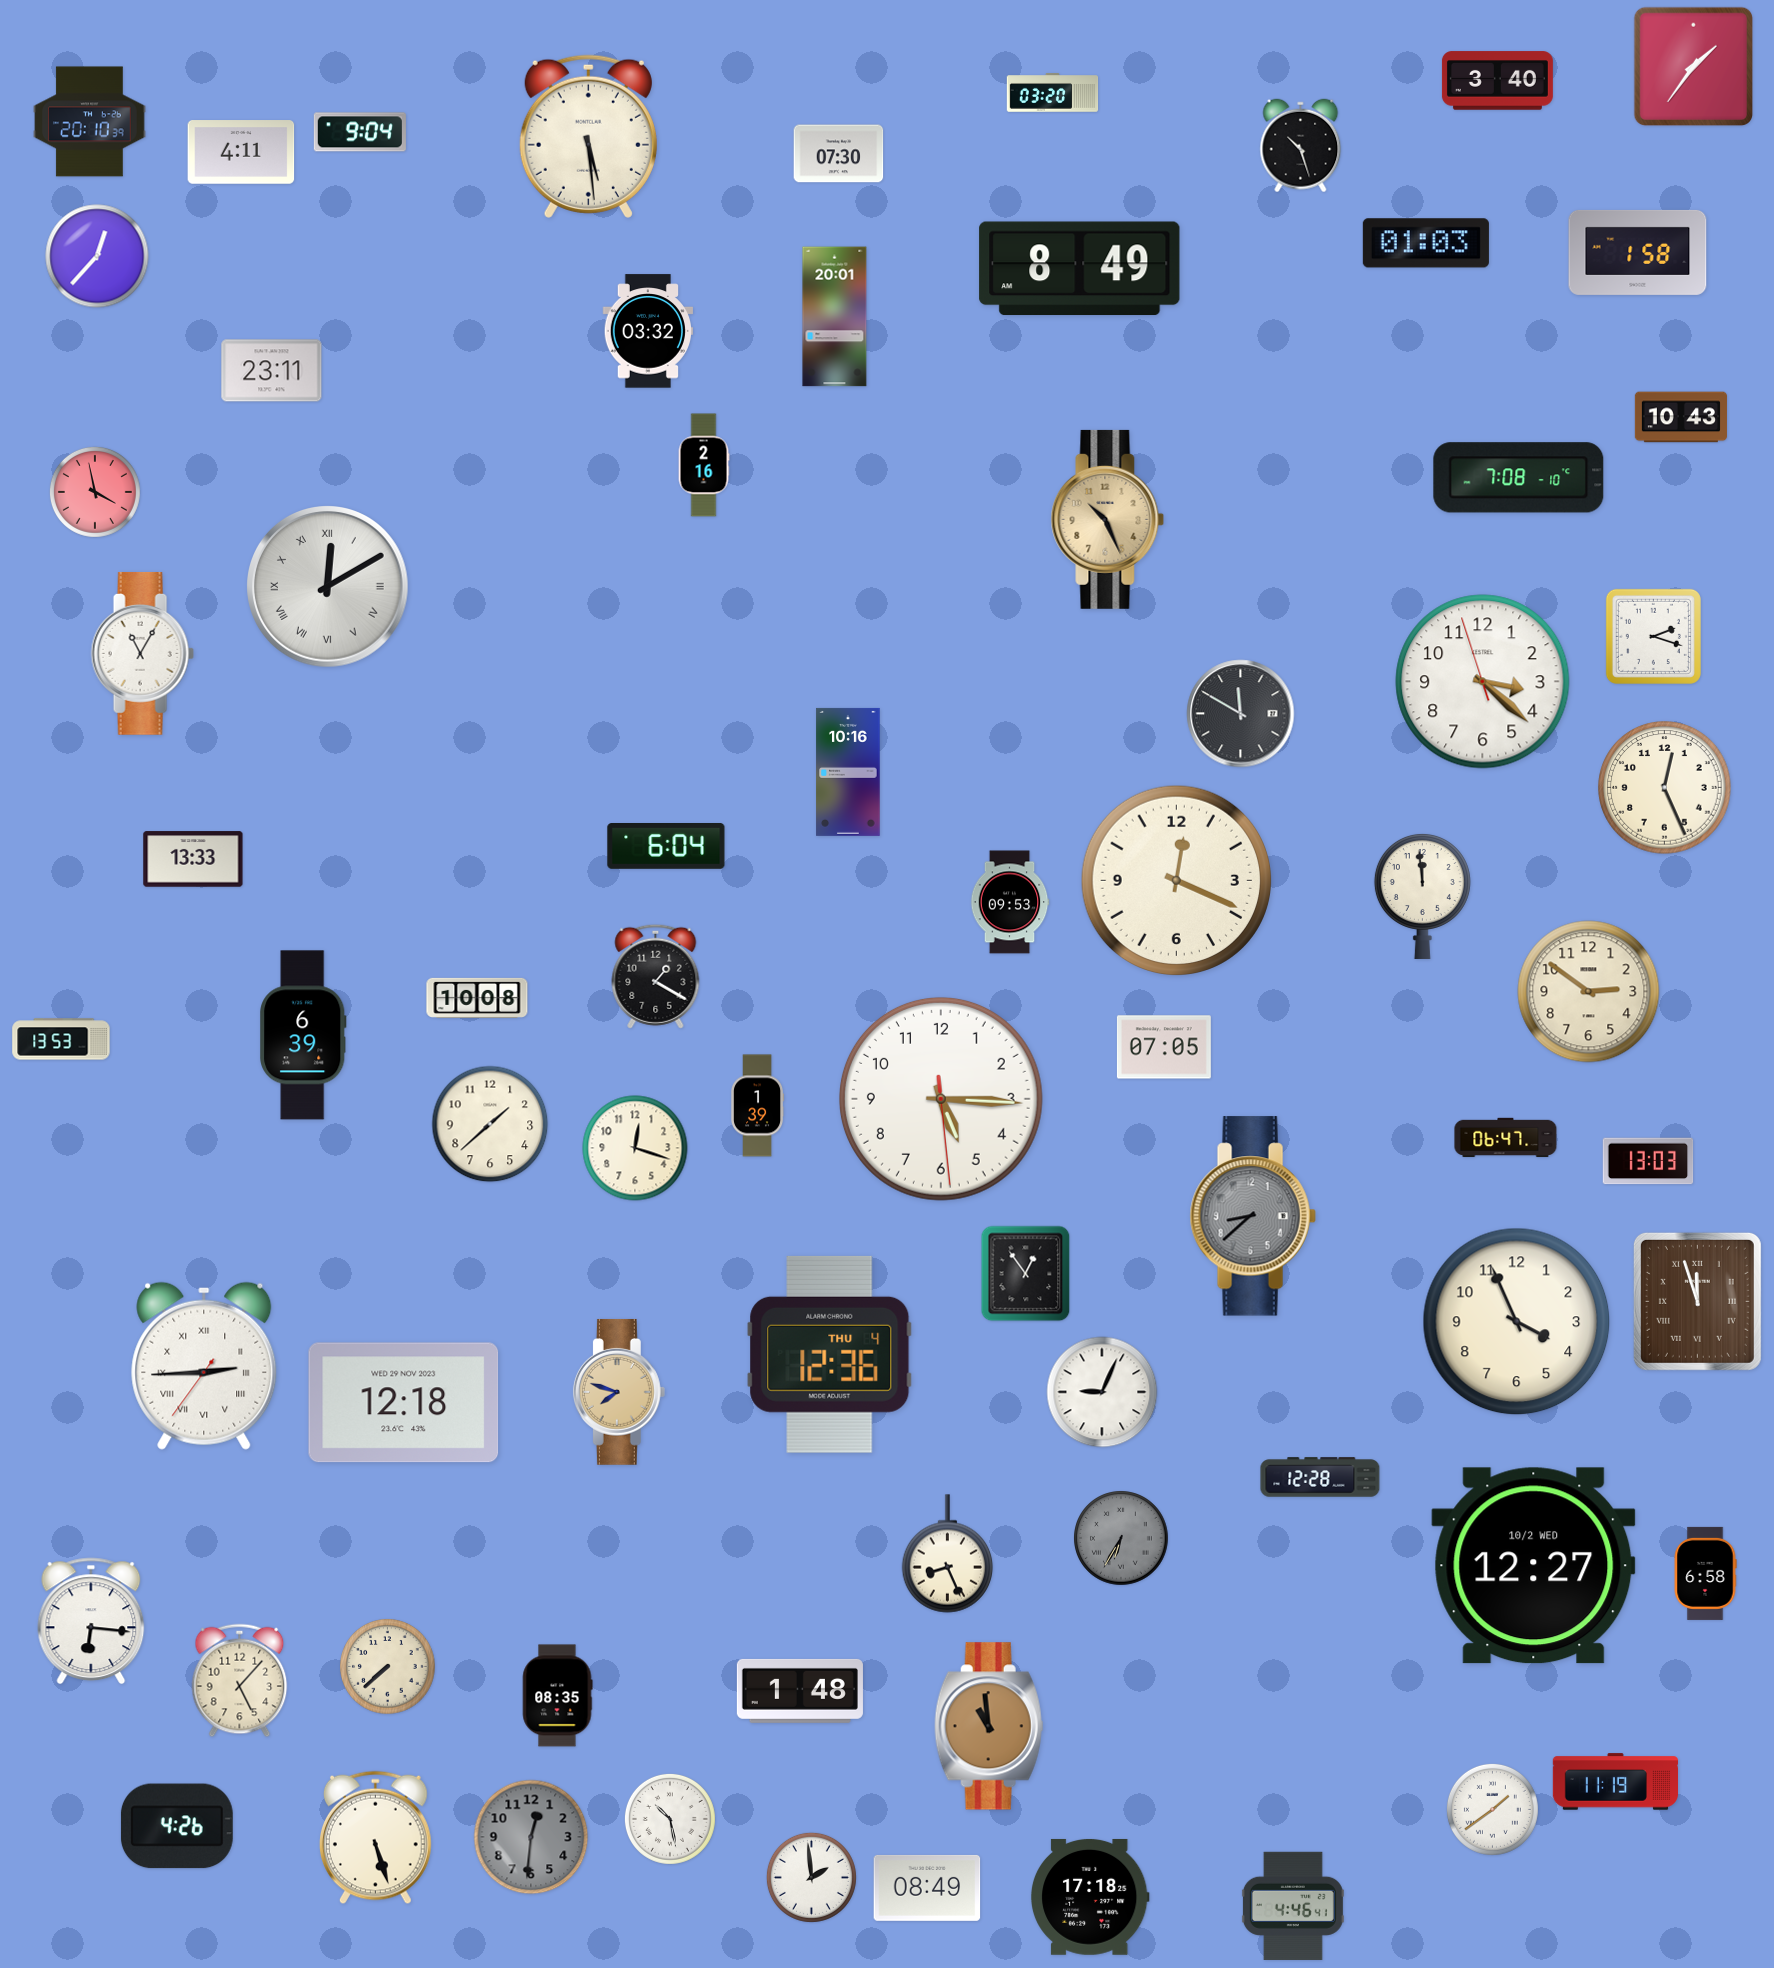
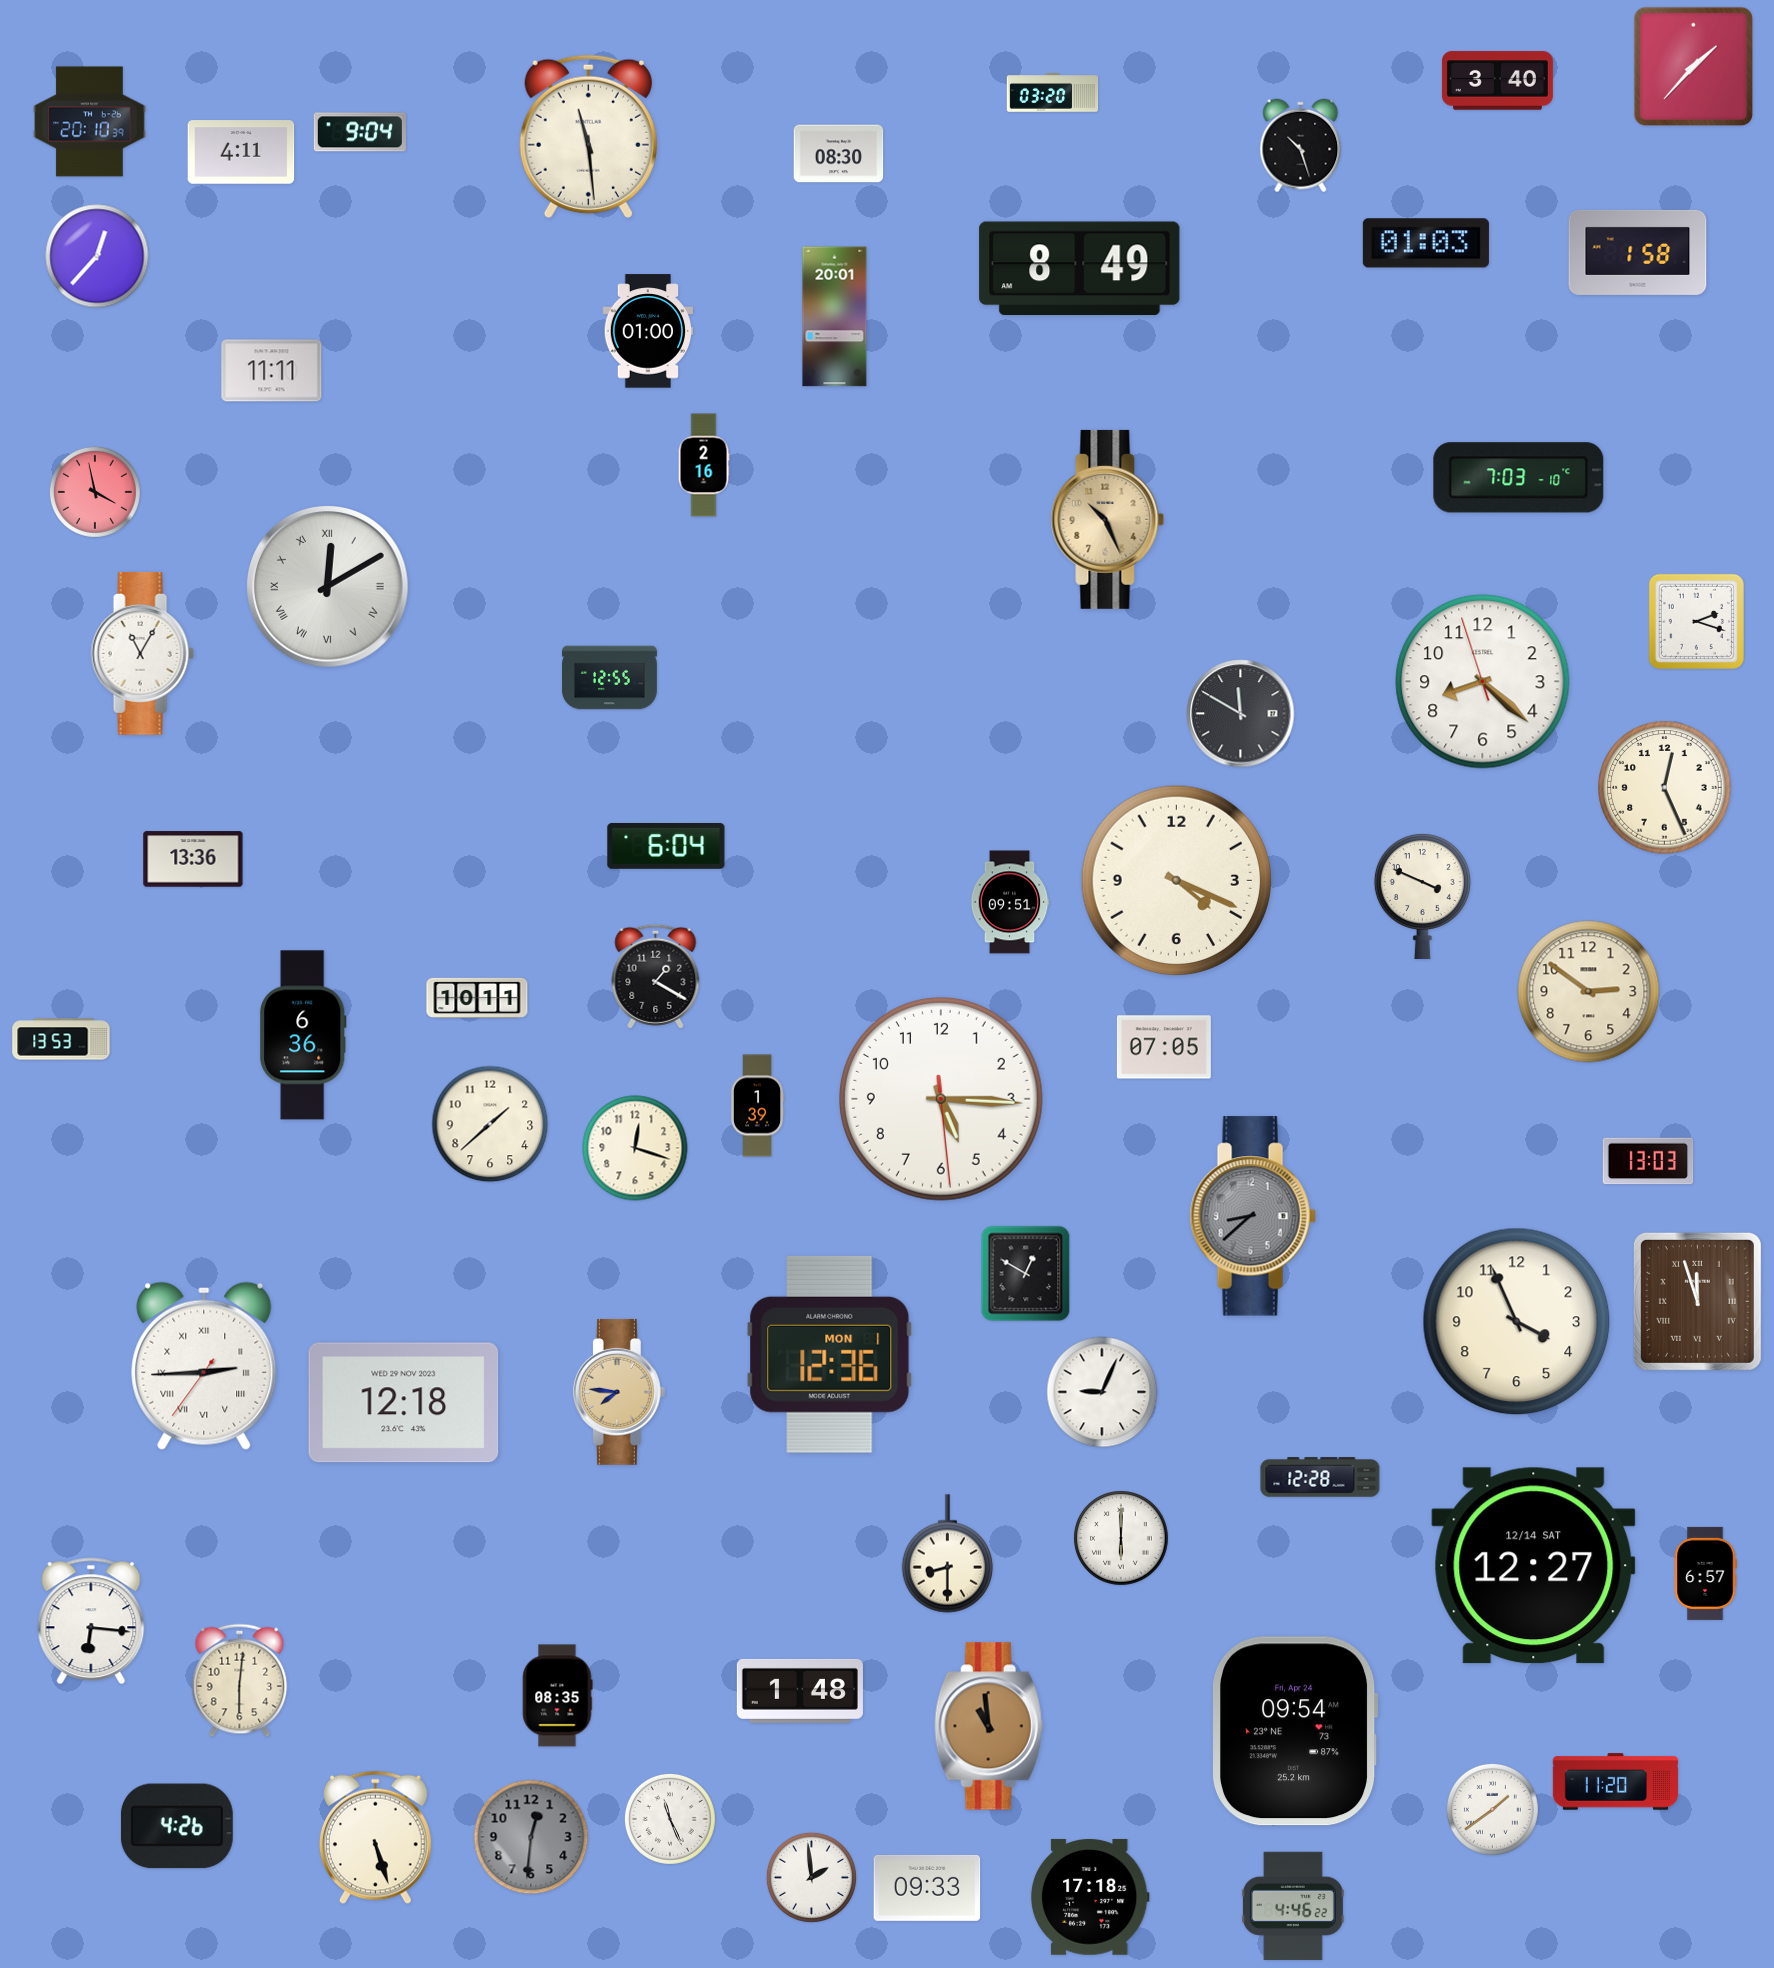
clock at (1693, 66): 1:36 -> 1:37
clock at (588, 136): 5:29 -> 11:29
clock at (839, 154): 07:30 -> 08:30
clock at (647, 331): 03:32 -> 01:00
clock at (272, 371): 23:11 -> 11:11
clock at (1681, 417): 10:43 -> none
clock at (1519, 478): 7:08 -> 7:03
clock at (1653, 636) position: (1653, 636) -> (1696, 621)
clock at (610, 678): none -> 12:55
clock at (1483, 682): 3:21 -> 8:21
clock at (848, 772): 10:16 -> none
clock at (193, 859): 13:33 -> 13:36
clock at (1176, 880): 12:19 -> 4:19
clock at (1422, 896): 11:59 -> 3:49
clock at (1010, 902): 09:53 -> 09:51
clock at (477, 998): 10:08 -> 10:11
clock at (303, 1035): 6:39 -> 6:36
clock at (1506, 1138): 06:47 -> none
clock at (1026, 1274): 12:54 -> 12:50
clock at (830, 1354) date: THU 4 -> MON 1
clock at (619, 1392): 7:48 -> 7:46
clock at (1121, 1538): 6:35 -> 6:00
clock at (1121, 1538) dial: grey -> white
clock at (948, 1554): 8:26 -> 8:30
clock at (1534, 1566) date: 10/2 WED -> 12/14 SAT
clock at (1705, 1573): 6:58 -> 6:57
clock at (388, 1667): 7:38 -> none
clock at (240, 1681): 5:07 -> 6:01
clock at (1295, 1731): none -> 09:54
clock at (1615, 1782): 11:19 -> 11:20
clock at (670, 1819): 10:28 -> 11:26
clock at (927, 1888): 08:49 -> 09:33
clock at (1293, 1906): 4:46:41 -> 4:46:22
